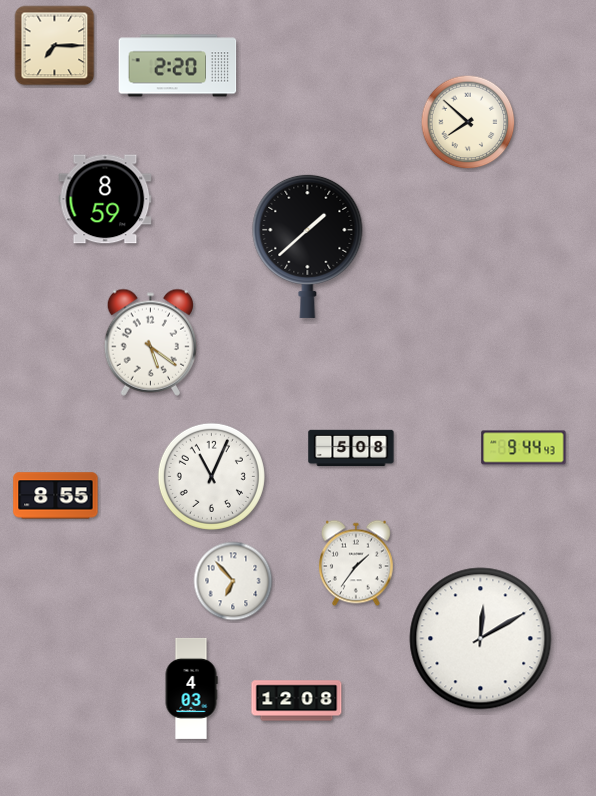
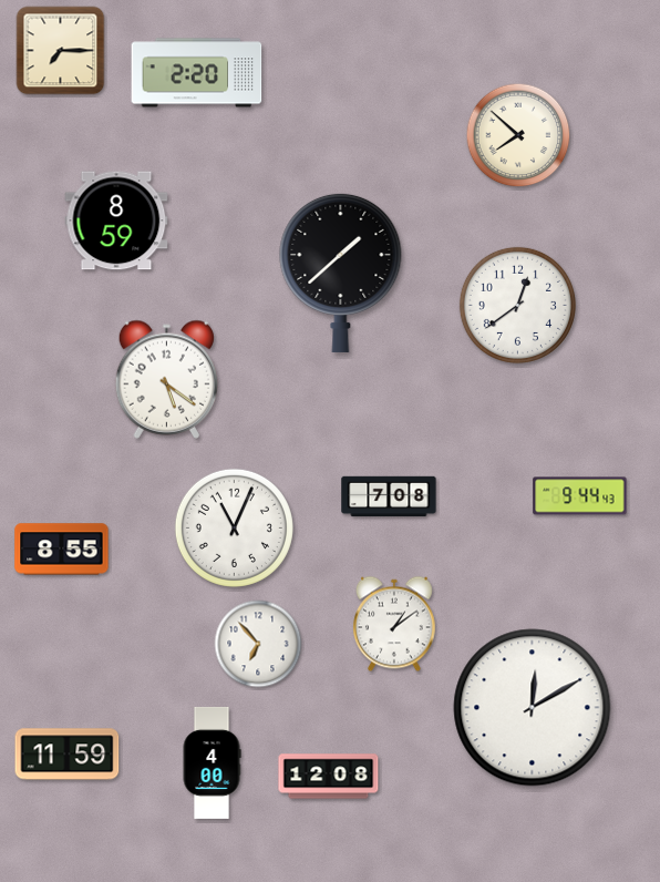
clock at (517, 305): none -> 12:39
clock at (351, 448): 5:08 -> 7:08
clock at (356, 563): 1:36 -> 1:09
clock at (68, 755): none -> 11:59
clock at (191, 688): 4:03 -> 4:00
